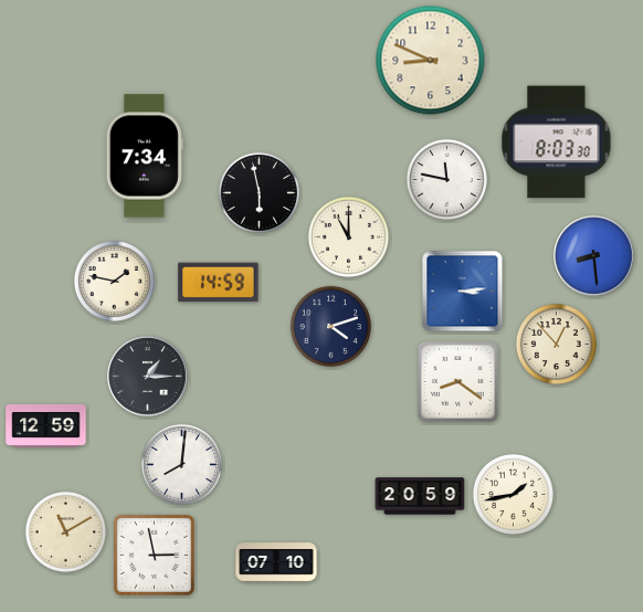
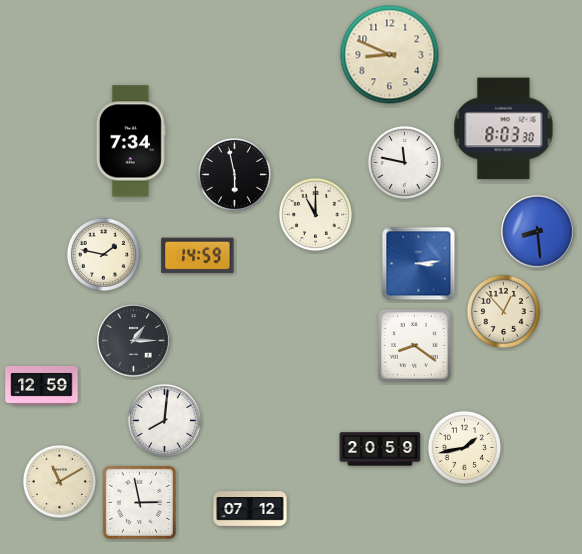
clock at (330, 326): 4:12 -> none
clock at (276, 562): 07:10 -> 07:12
